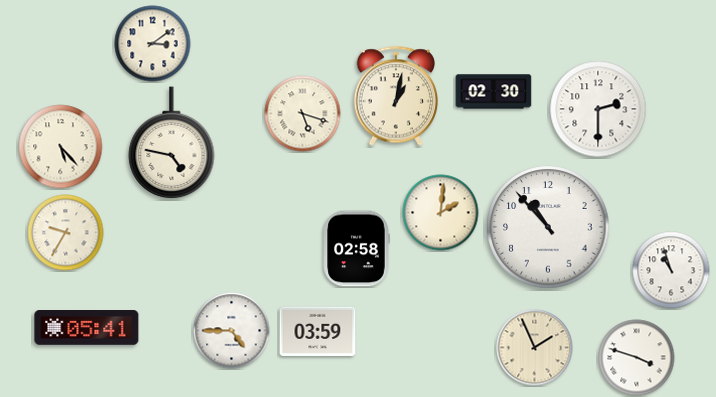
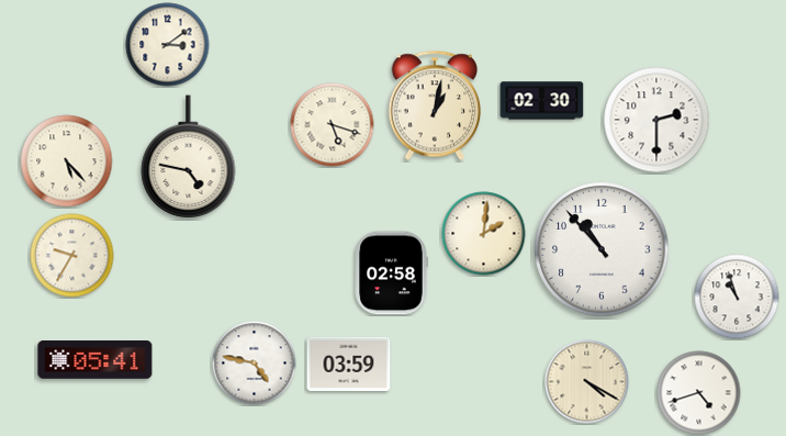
clock at (153, 44) position: (153, 44) -> (168, 45)
clock at (232, 331): 4:45 -> 4:47
clock at (535, 348): 1:56 -> 4:20
clock at (637, 358): 3:48 -> 4:42
